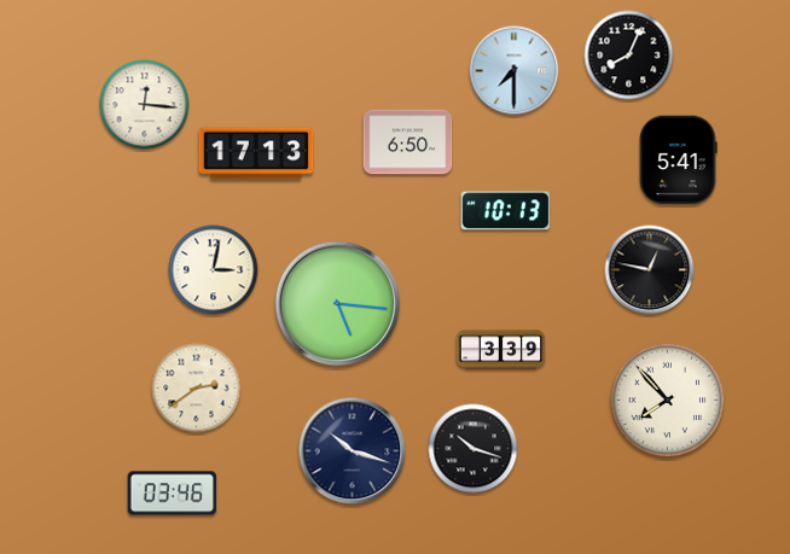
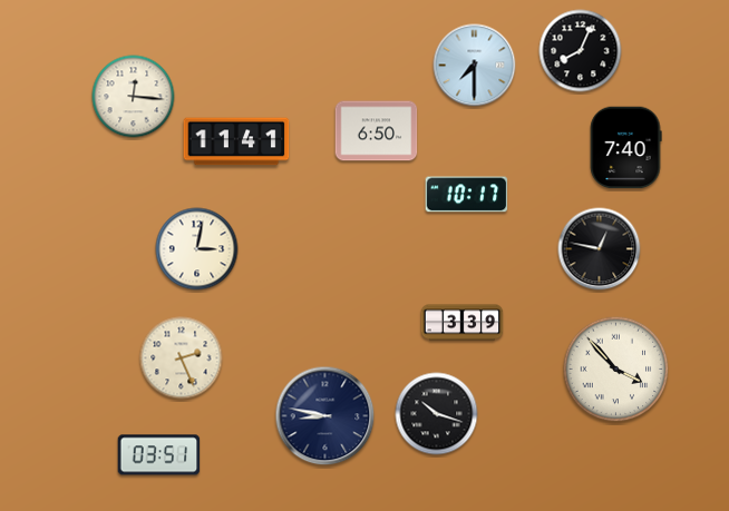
clock at (256, 153): 17:13 -> 11:41
clock at (678, 161): 5:41 -> 7:40
clock at (506, 211): 10:13 -> 10:17
clock at (338, 304): 5:16 -> none
clock at (197, 389): 2:39 -> 2:26
clock at (668, 401): 7:53 -> 3:53
clock at (353, 451): 10:18 -> 8:47
clock at (173, 494): 03:46 -> 03:51
